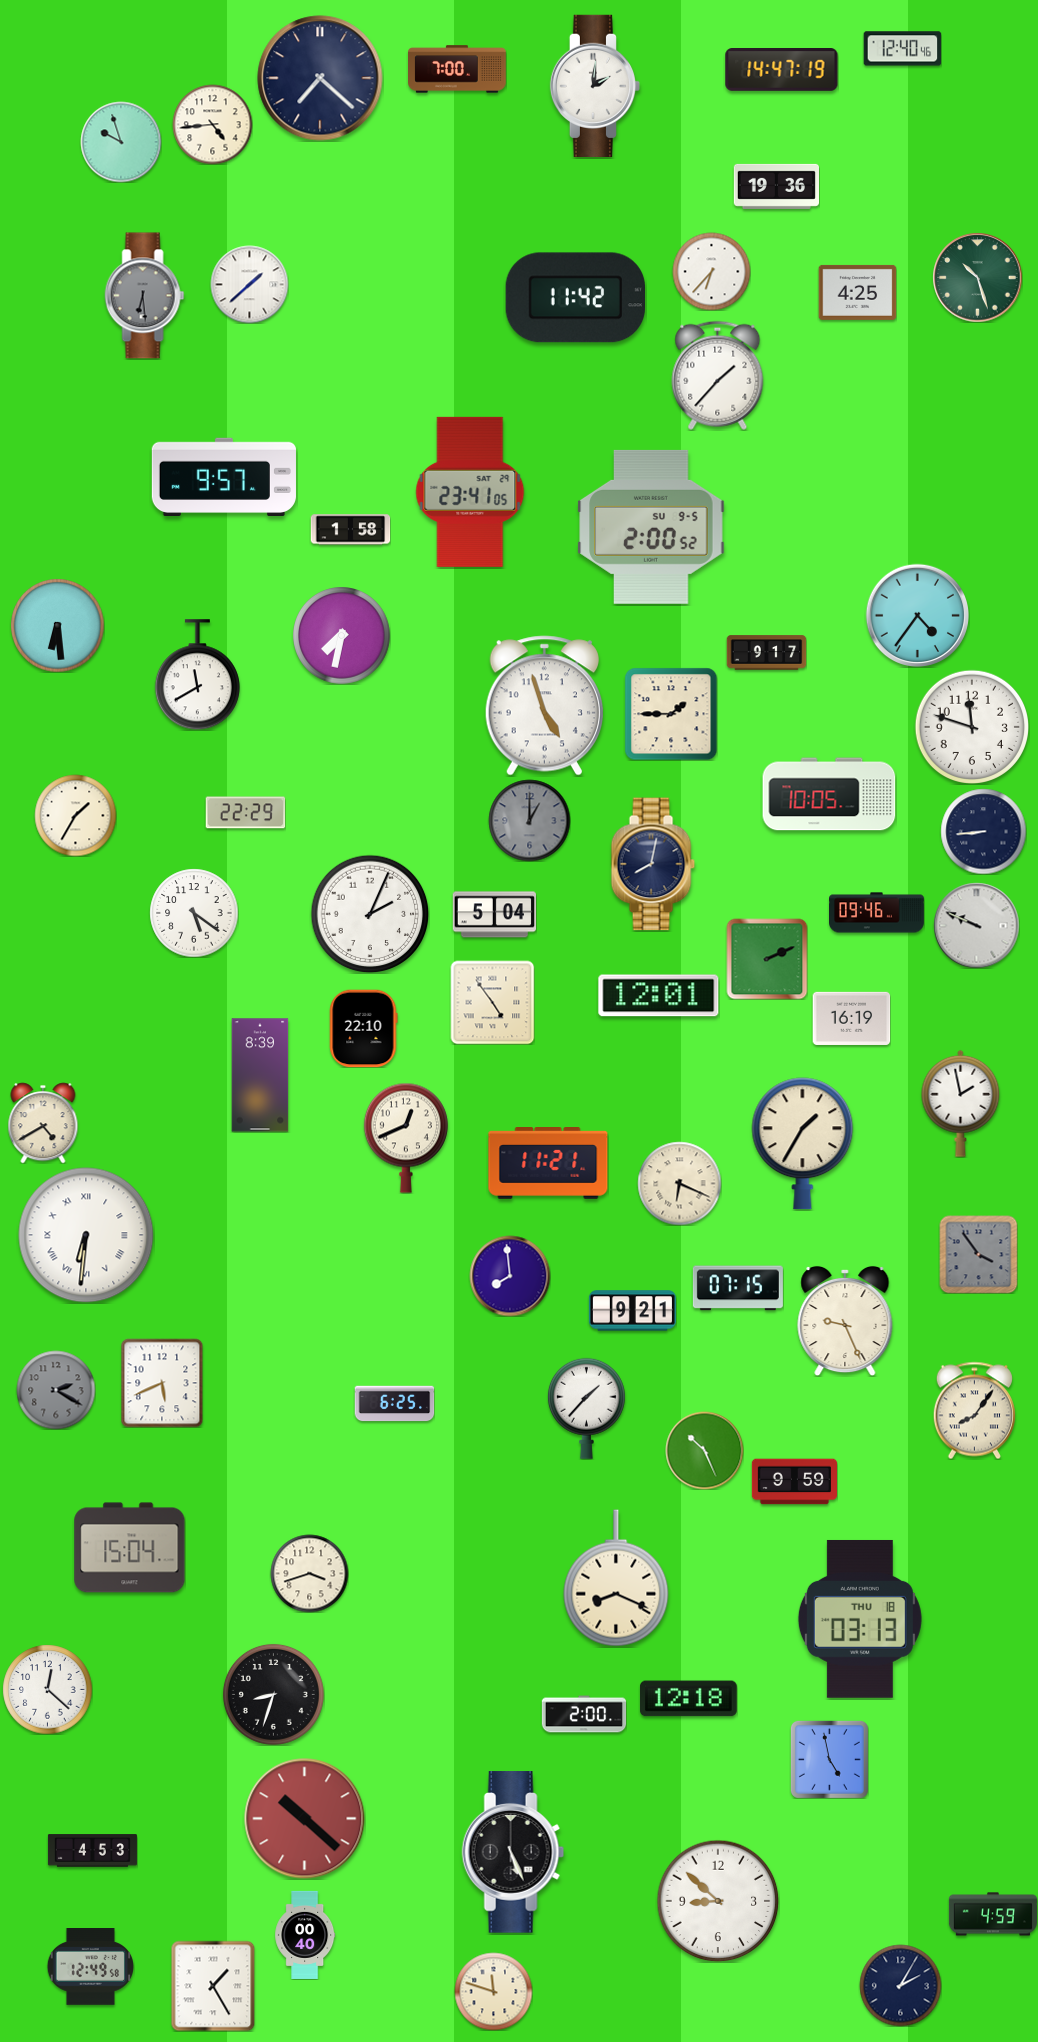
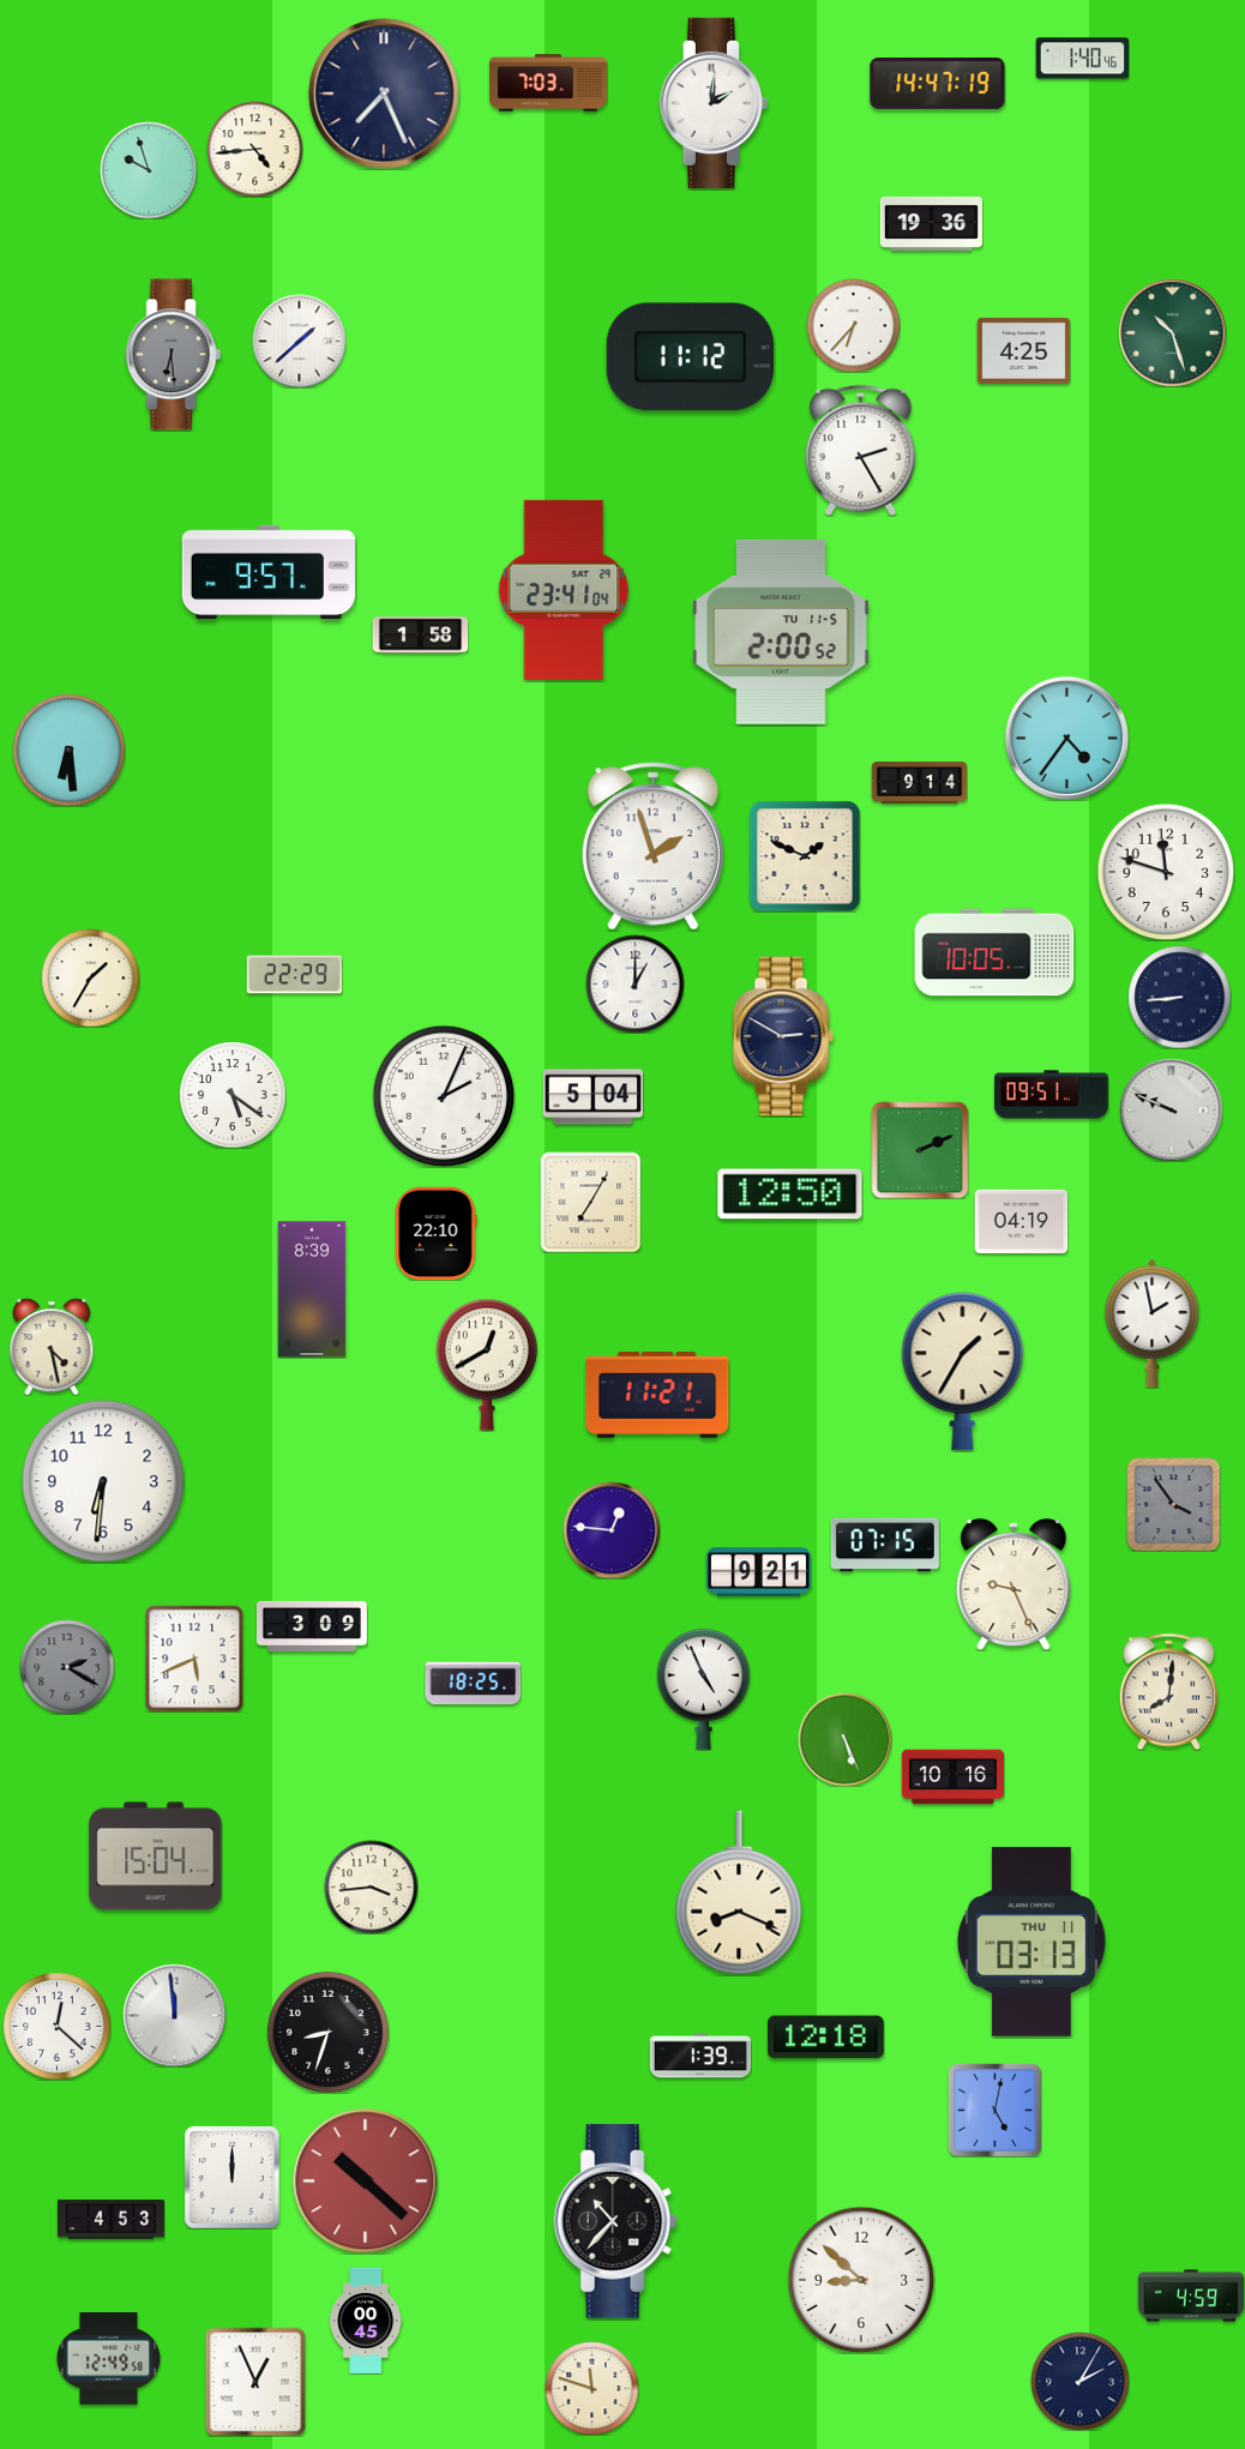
clock at (902, 49): 12:40 -> 1:40
clock at (457, 69): 7:00 -> 7:03
clock at (320, 78): 7:22 -> 7:26
clock at (121, 142) position: (121, 142) -> (149, 170)
clock at (857, 292) position: (857, 292) -> (1023, 350)
clock at (575, 298): 11:42 -> 11:12
clock at (718, 375): 1:37 -> 2:25
clock at (470, 492): 23:41:05 -> 23:41:04
clock at (651, 527) date: SU 9-5 -> TU 11-5
clock at (917, 615) position: (917, 615) -> (1066, 738)
clock at (342, 636): 7:32 -> none
clock at (766, 653): 9:17 -> 9:14
clock at (197, 675): 11:40 -> none
clock at (544, 706): 4:57 -> 1:57
clock at (671, 714): 1:45 -> 1:49
clock at (529, 820) dial: grey -> white
clock at (653, 864): 8:02 -> 2:50
clock at (877, 913): 09:46 -> 09:51
clock at (659, 996): 12:01 -> 12:50
clock at (492, 1002): 4:54 -> 7:05
clock at (851, 1018): 16:19 -> 04:19
clock at (43, 1123): 4:40 -> 4:28
clock at (406, 1138): 12:41 -> 12:40
clock at (679, 1183): 6:19 -> none
clock at (86, 1235) numerals: Roman -> Arabic
clock at (510, 1276): 7:59 -> 12:46
clock at (312, 1626): none -> 3:09
clock at (394, 1404): 6:25 -> 18:25
clock at (586, 1408): 1:37 -> 4:56
clock at (974, 1410): 8:06 -> 8:01
clock at (704, 1450): 10:26 -> 5:26
clock at (794, 1482): 9:59 -> 10:16
clock at (309, 1573): 3:42 -> 3:44
clock at (860, 1619) date: THU 18 -> THU 11
clock at (174, 2015): none -> 11:59
clock at (584, 1714): 2:00 -> 1:39
clock at (829, 1759): 4:58 -> 5:02
clock at (231, 2177): none -> 12:00
clock at (513, 1852): 5:26 -> 10:37
clock at (305, 1935): 00:40 -> 00:45
clock at (213, 1986): 1:25 -> 12:56
